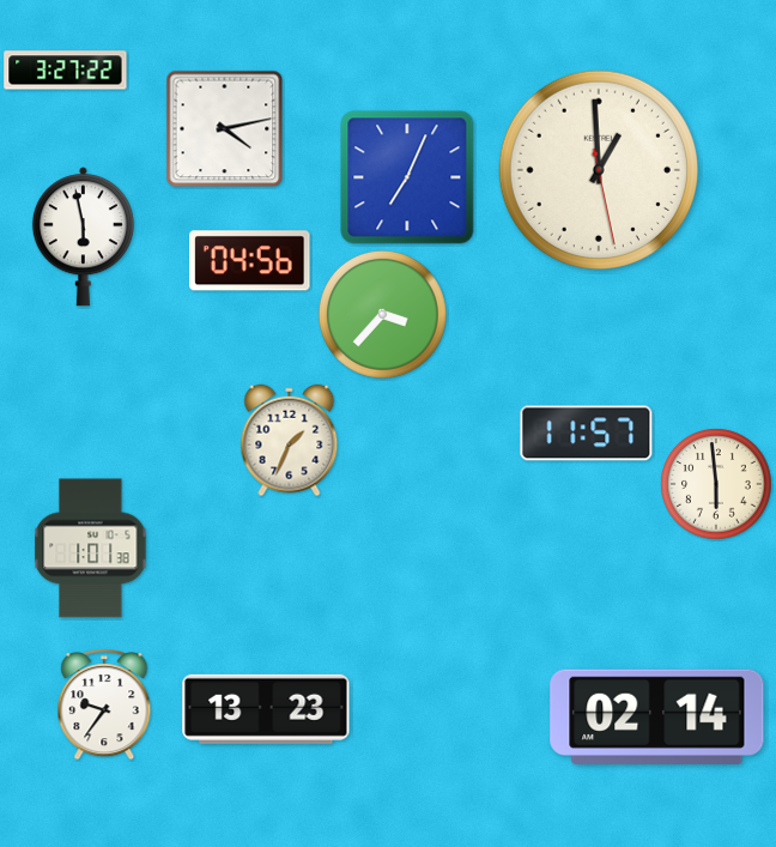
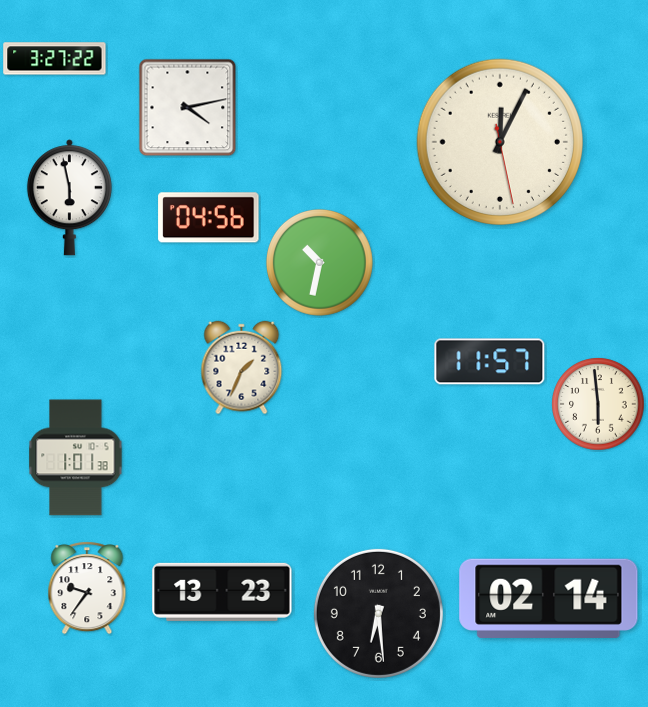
clock at (599, 170): 12:59 -> 12:04
clock at (407, 177): 7:04 -> none
clock at (382, 314): 3:37 -> 10:32
clock at (378, 613): none -> 6:29
